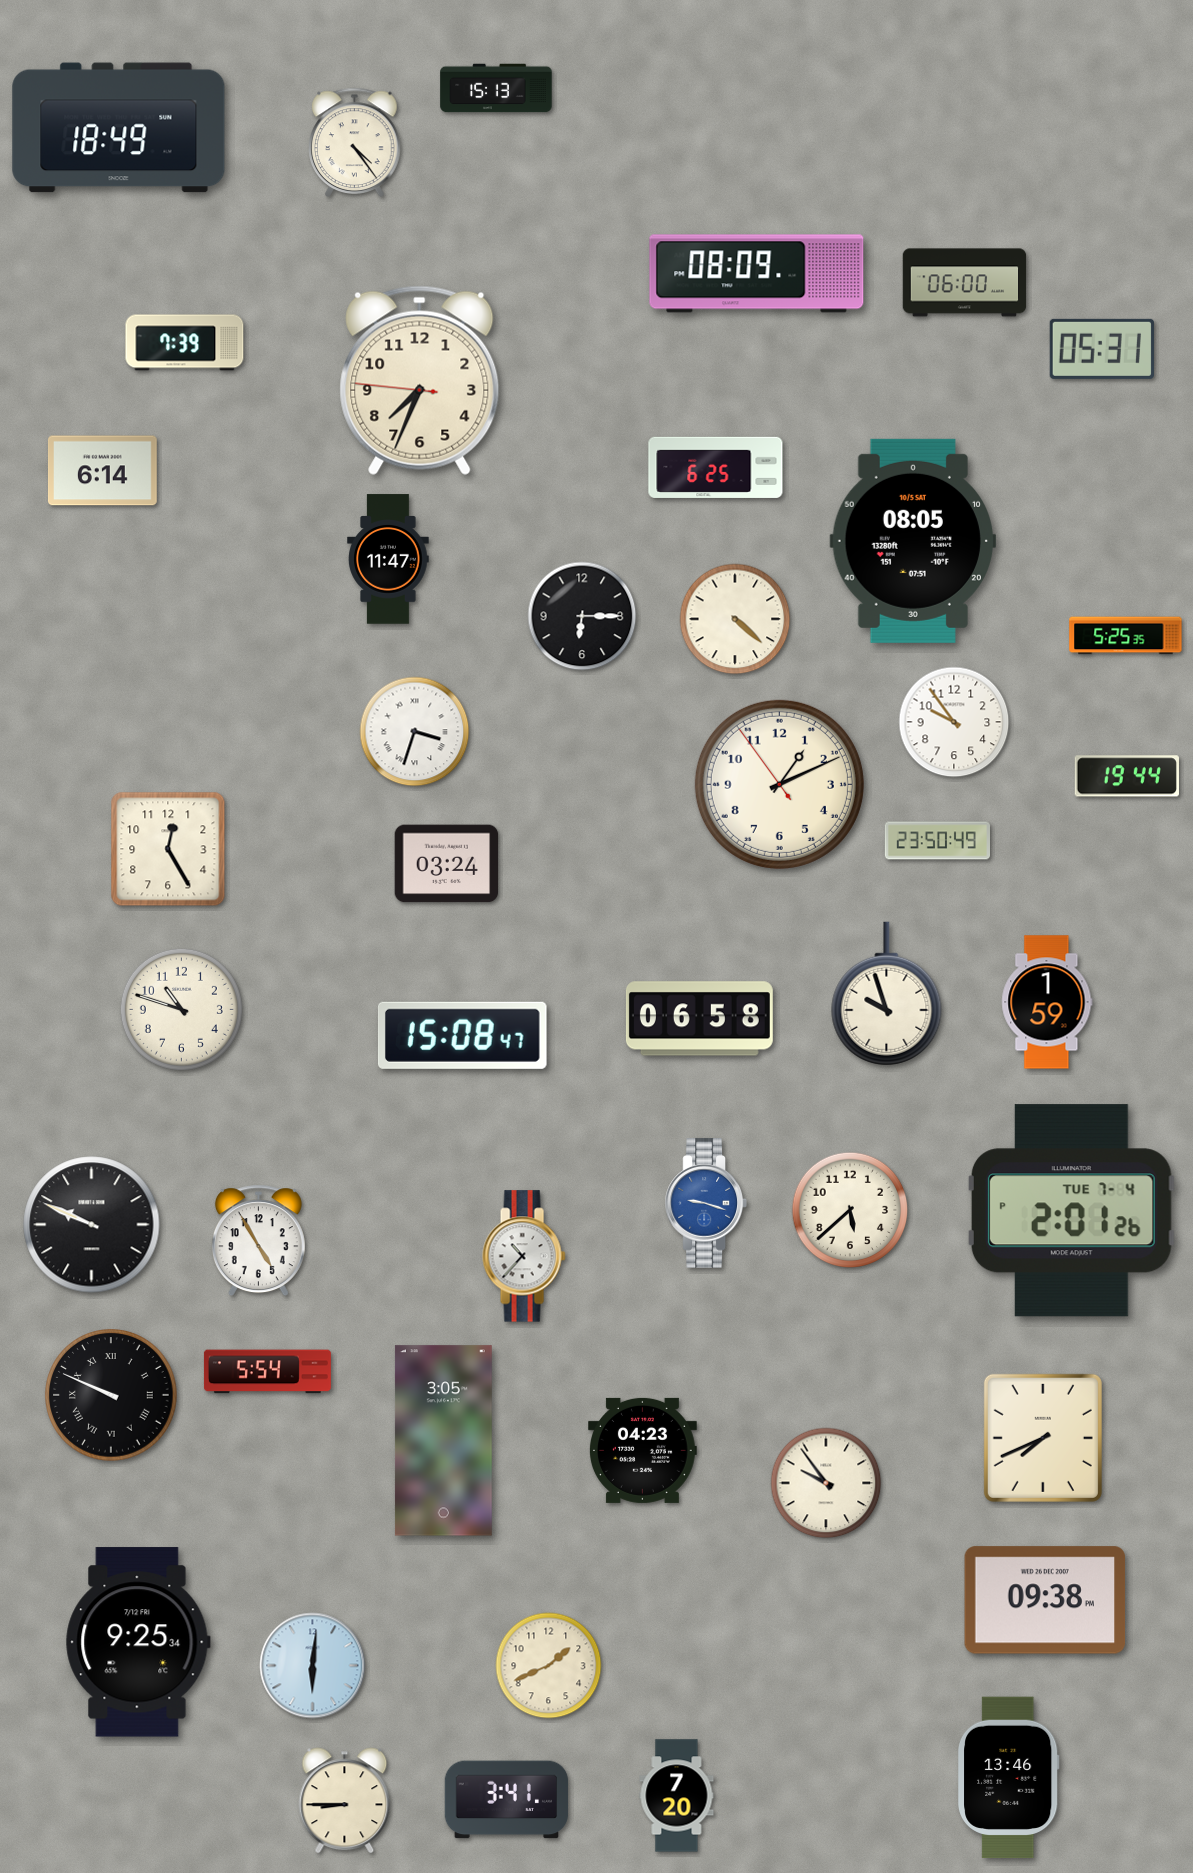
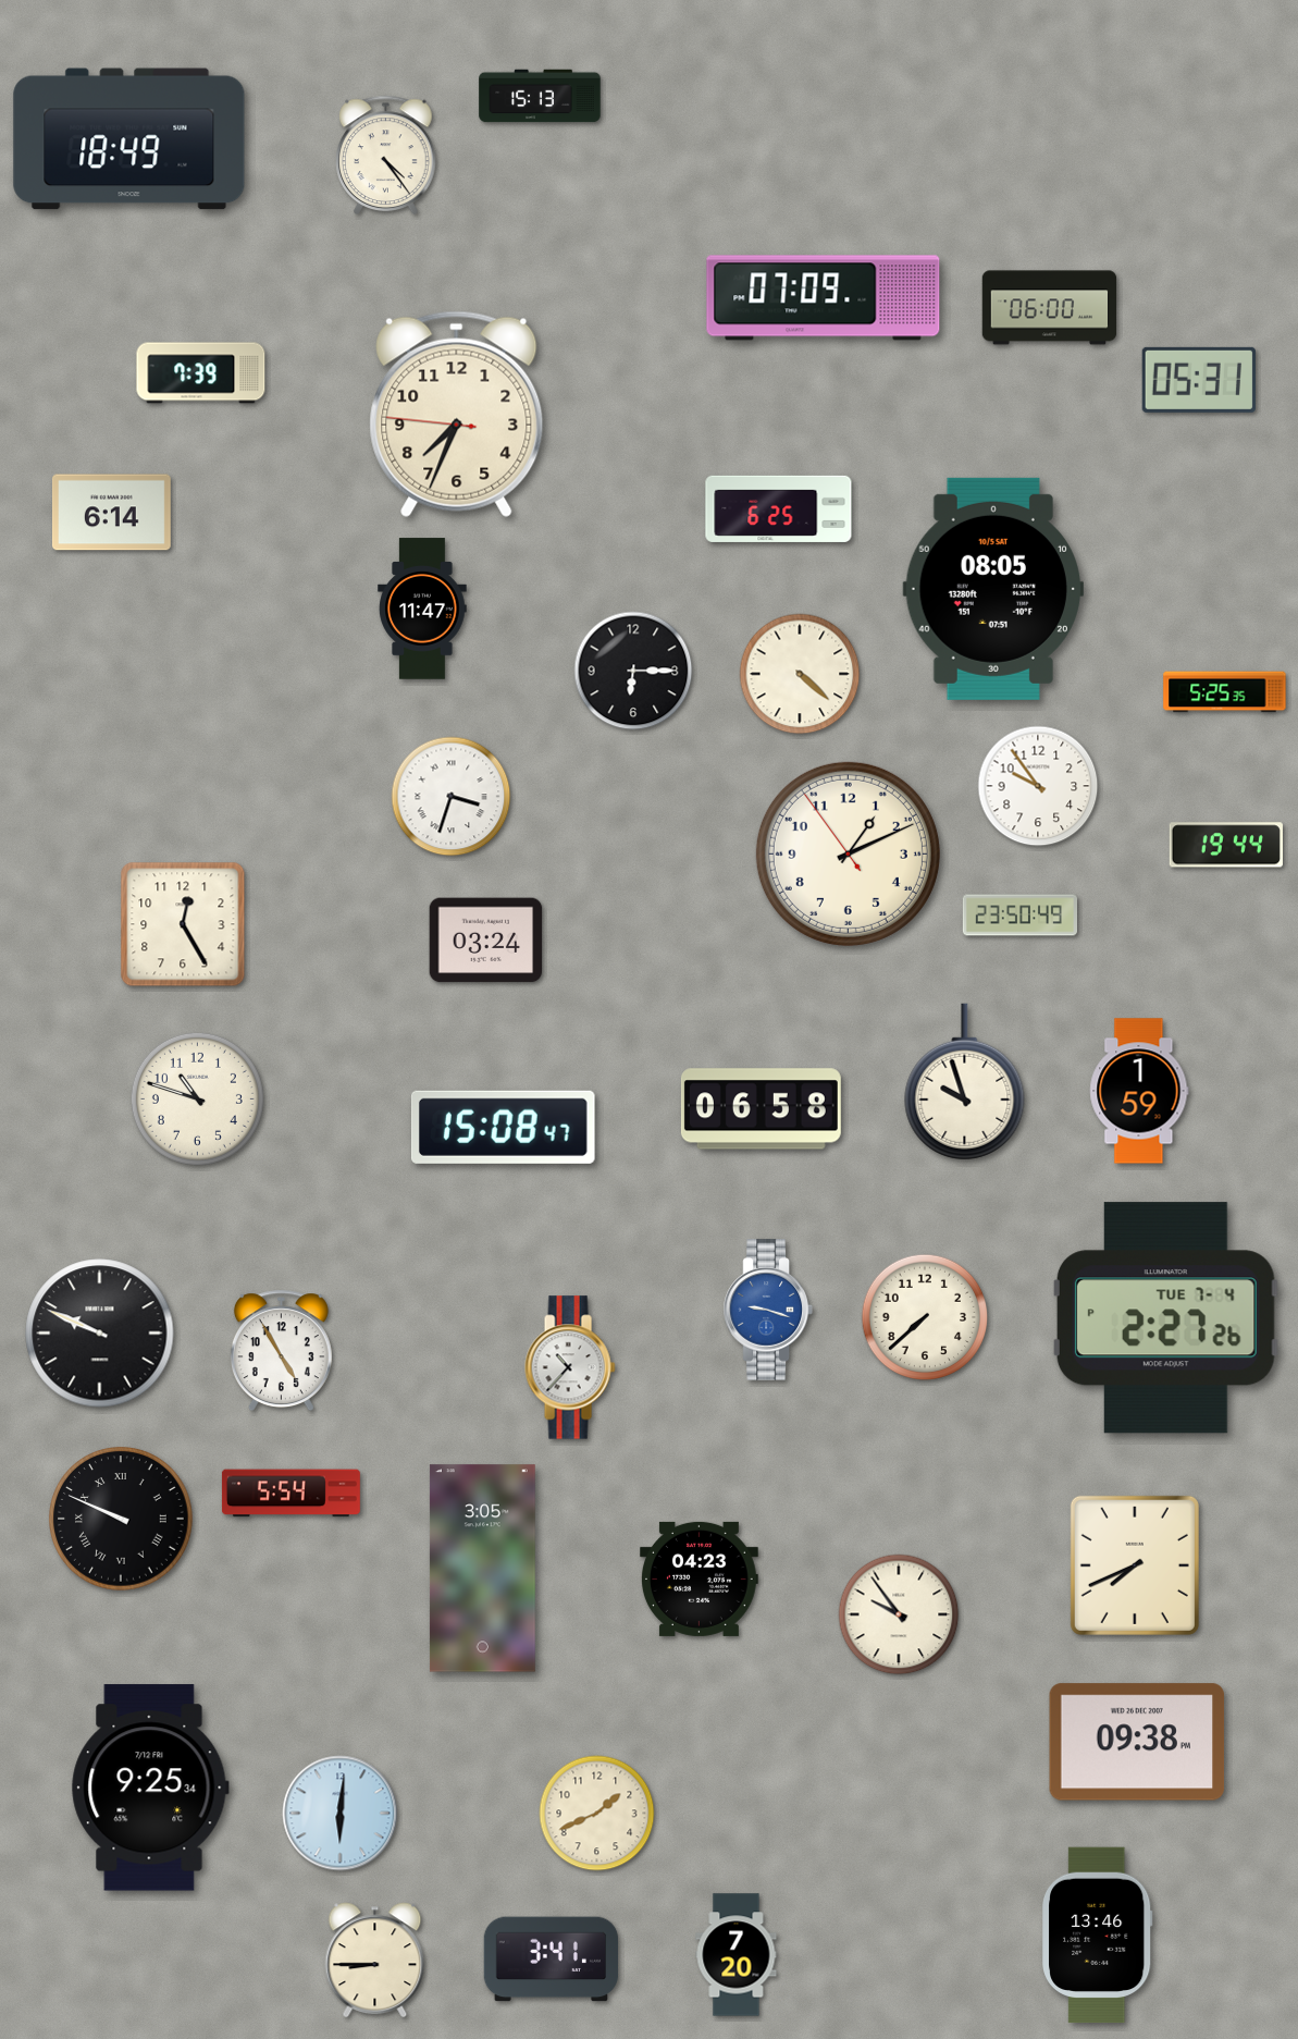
clock at (757, 274): 08:09 -> 07:09
clock at (850, 1210): 5:38 -> 7:38
clock at (1071, 1211): 2:01 -> 2:27
